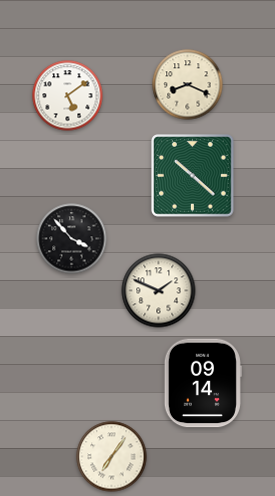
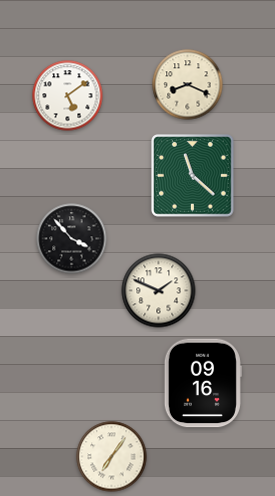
clock at (193, 176): 10:22 -> 11:22
clock at (203, 383): 09:14 -> 09:16
